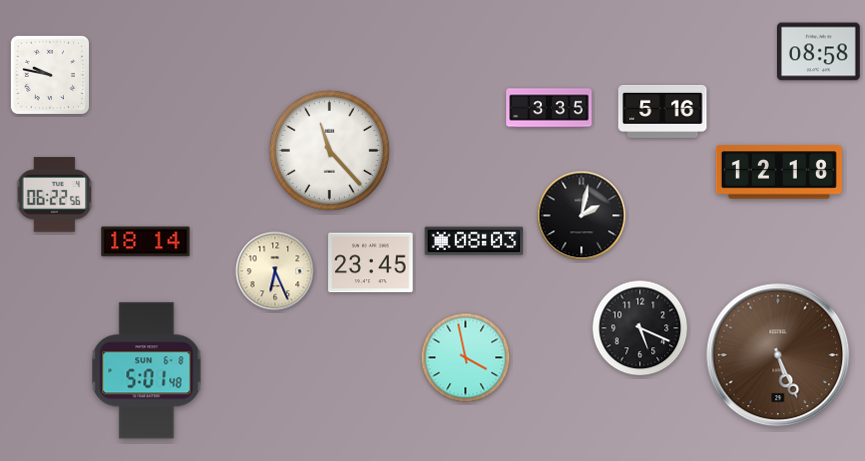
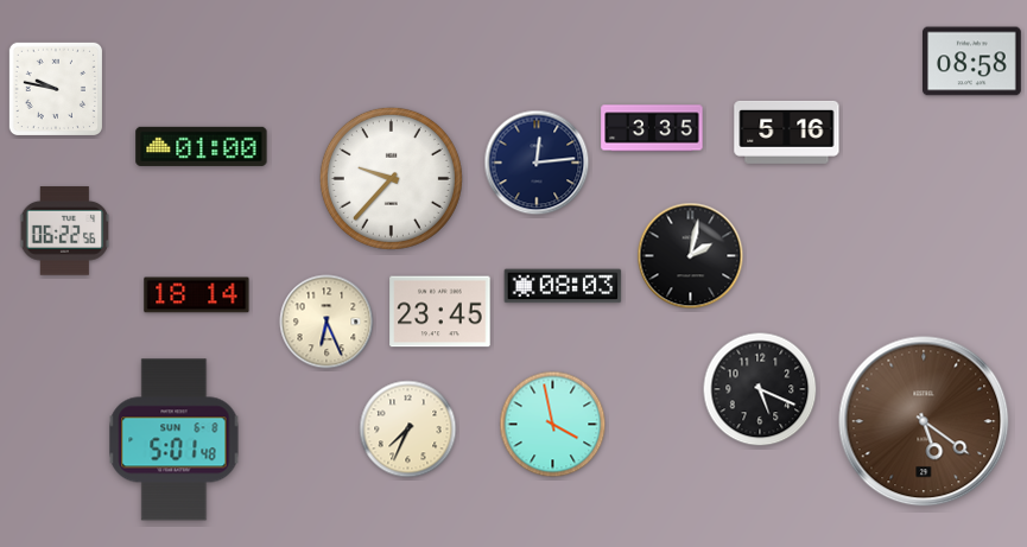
clock at (49, 74) position: (49, 74) -> (55, 88)
clock at (202, 146): none -> 01:00
clock at (537, 163): none -> 12:14
clock at (329, 150): 11:23 -> 9:37
clock at (779, 172): 12:18 -> none
clock at (146, 242) position: (146, 242) -> (197, 295)
clock at (778, 355): 5:26 -> 5:21
clock at (408, 430): none -> 7:34
